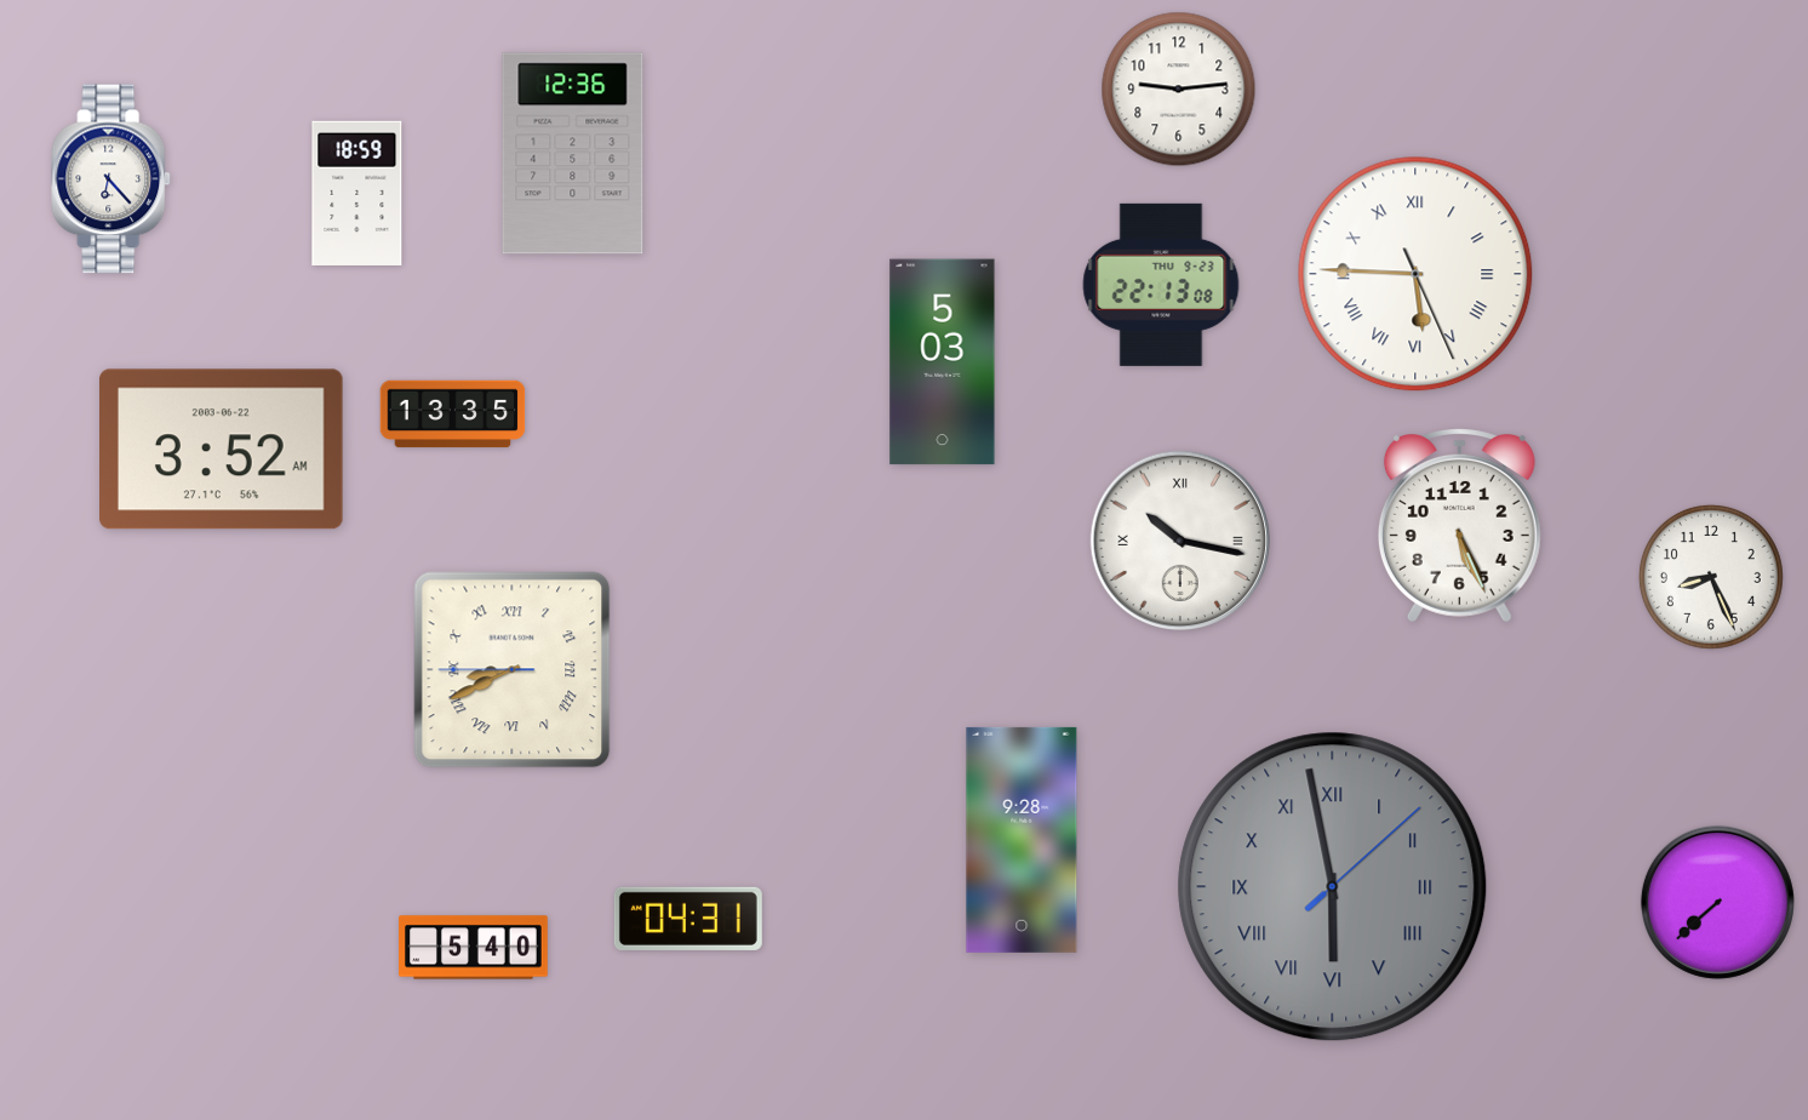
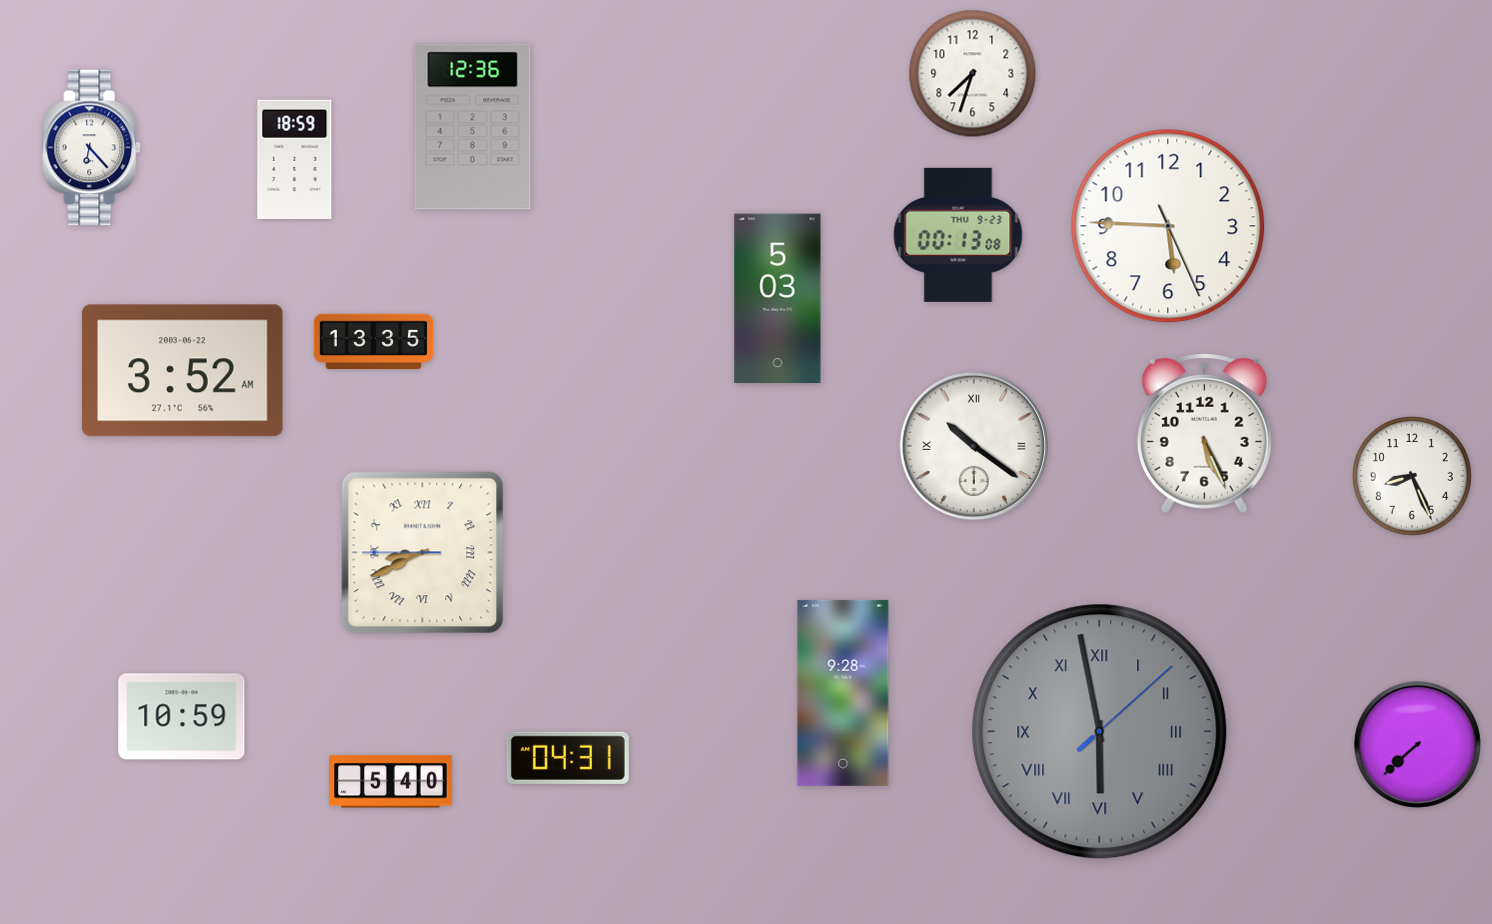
clock at (1179, 90): 9:14 -> 7:33
clock at (1415, 274) numerals: Roman -> Arabic
clock at (1161, 285): 22:13 -> 00:13
clock at (1179, 539): 10:17 -> 10:21
clock at (182, 717): none -> 10:59
